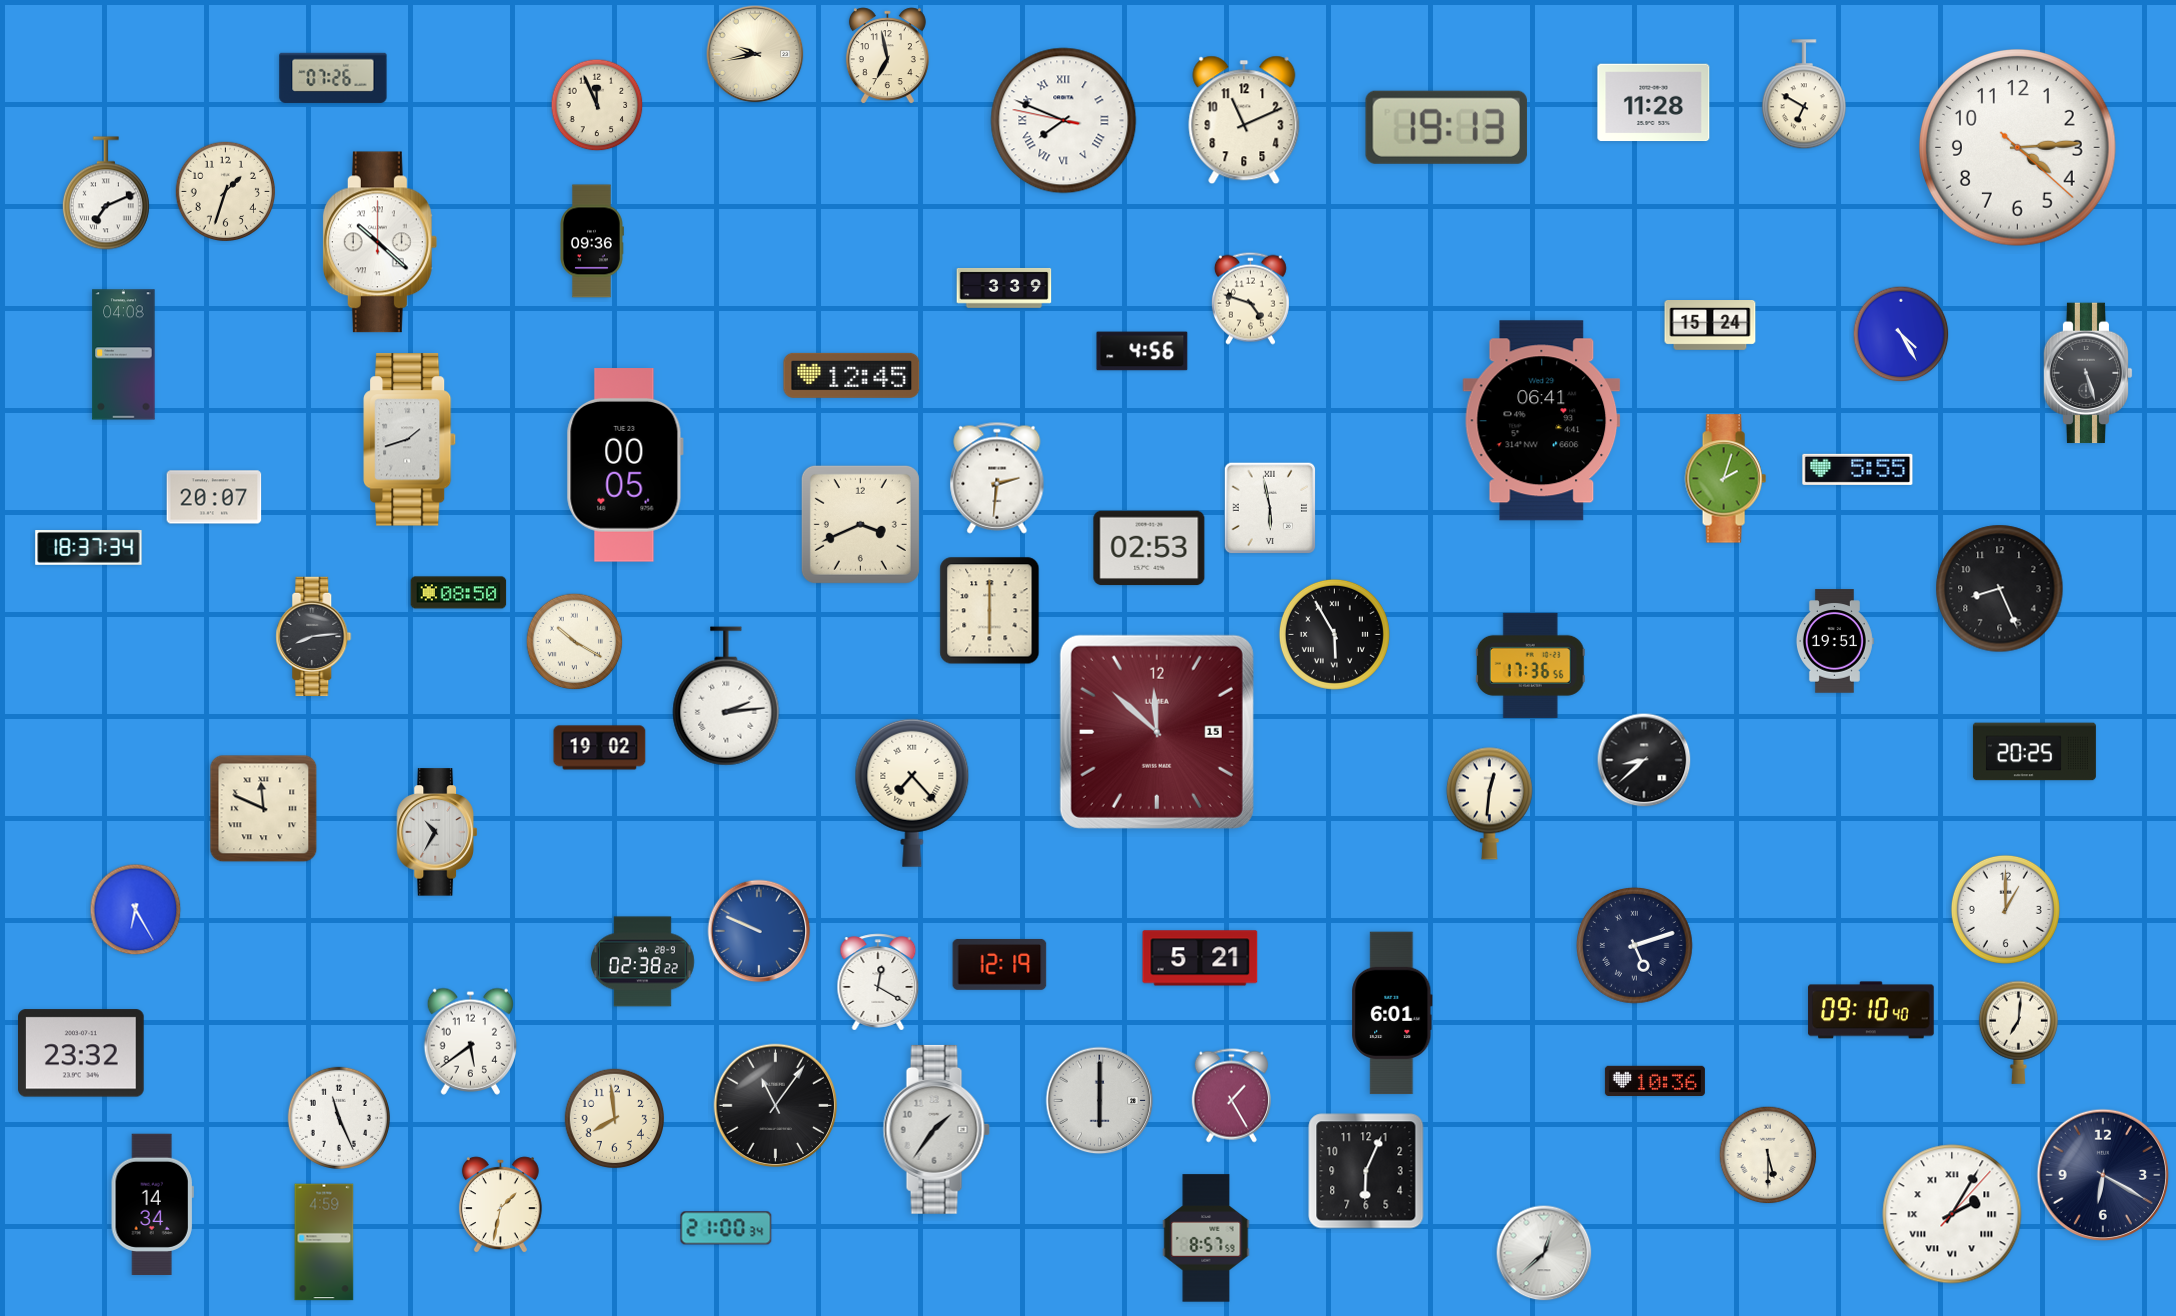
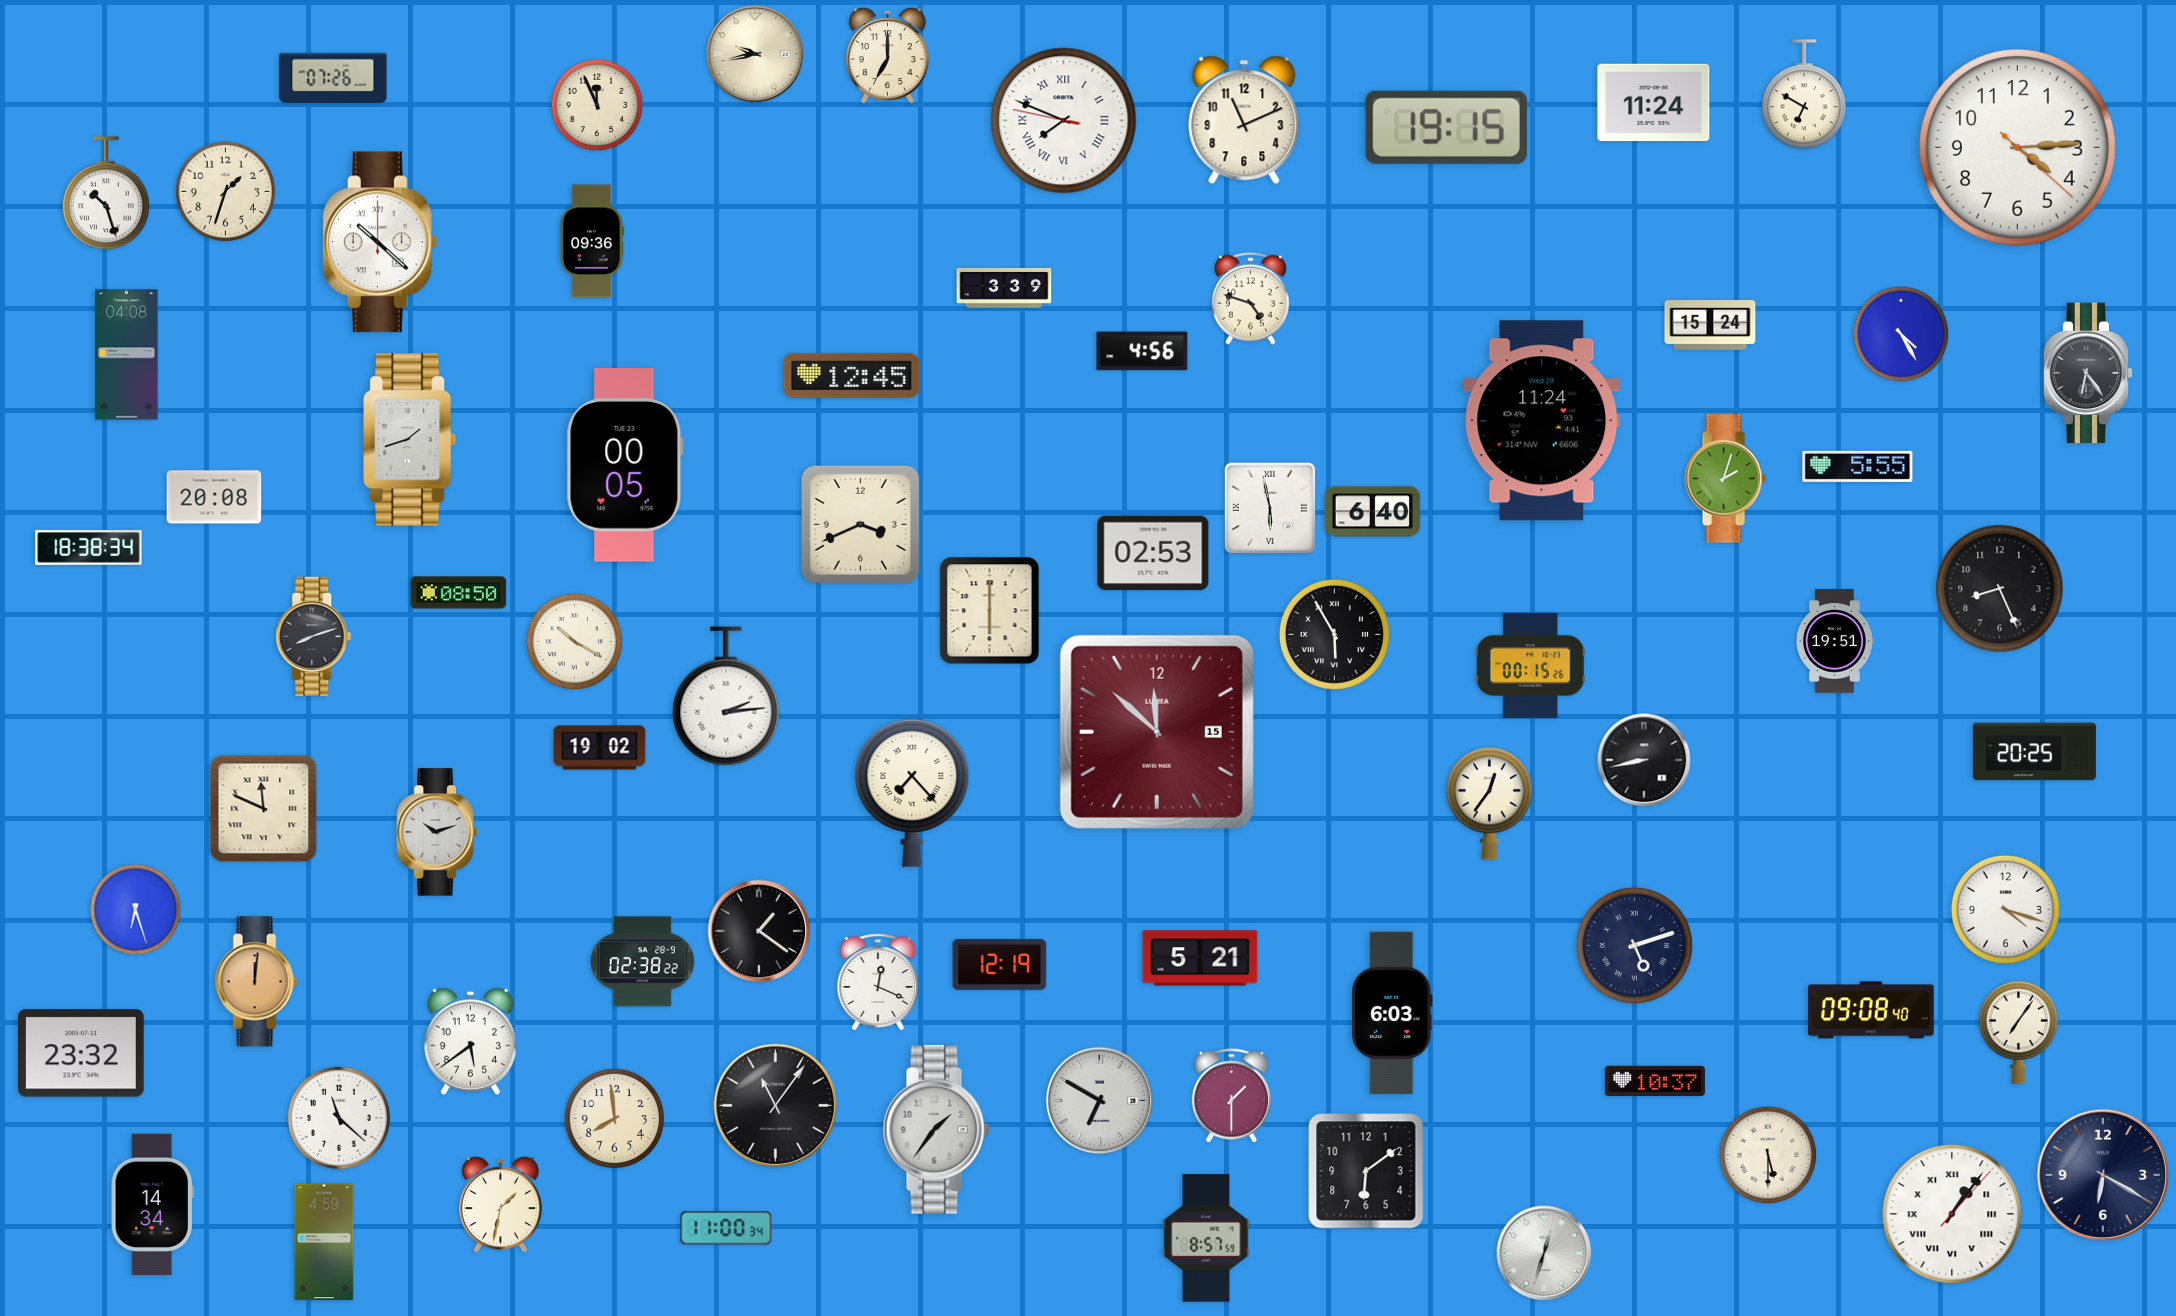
clock at (887, 56): 6:58 -> 7:00
clock at (1654, 103): 11:28 -> 11:24
clock at (1446, 127): 19:13 -> 19:15
clock at (106, 193): 7:11 -> 10:27
clock at (124, 355) position: (124, 355) -> (127, 355)
clock at (2088, 373): 5:27 -> 6:24
clock at (1542, 421): 06:41 -> 11:24
clock at (1858, 469) position: (1858, 469) -> (1858, 466)
clock at (997, 478): 2:31 -> none
clock at (214, 497): 20:07 -> 20:08
clock at (1373, 512): none -> 6:40
clock at (89, 548): 18:37 -> 18:38
clock at (1149, 548) position: (1149, 548) -> (1153, 553)
clock at (314, 637): 8:14 -> 8:12
clock at (1530, 665): 17:36 -> 00:15
clock at (1644, 760): 8:38 -> 8:43
clock at (1489, 803): 12:31 -> 12:36
clock at (437, 832): 10:35 -> 10:12
clock at (2005, 909): 1:00 -> 4:18
clock at (136, 910): 6:25 -> 6:27
clock at (759, 931): 9:49 -> 1:21
clock at (759, 931) dial: blue -> black
clock at (256, 982): none -> 12:01
clock at (878, 982): 12:20 -> 12:19
clock at (1871, 1010): 09:10 -> 09:08
clock at (1392, 1013): 6:01 -> 6:03
clock at (2018, 1032): 7:01 -> 7:06
clock at (1655, 1080): 10:36 -> 10:37
clock at (1231, 1096): 1:25 -> 1:30
clock at (1100, 1101): 6:00 -> 6:50
clock at (339, 1118): 11:26 -> 11:22
clock at (1366, 1171): 6:04 -> 6:09
clock at (1952, 1214): 2:05 -> 1:06
clock at (726, 1228): 21:00 -> 11:00
clock at (1544, 1253): 12:38 -> 12:33
